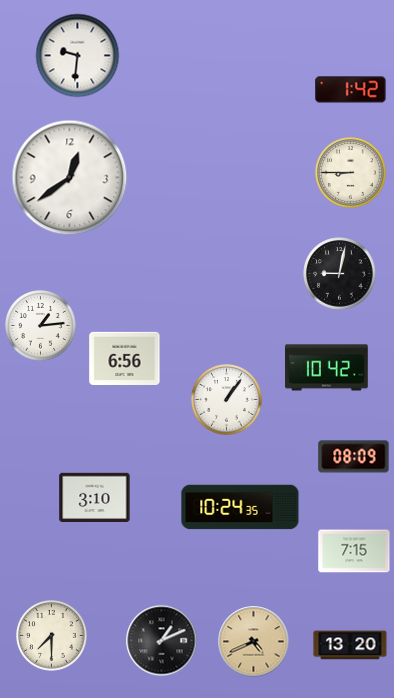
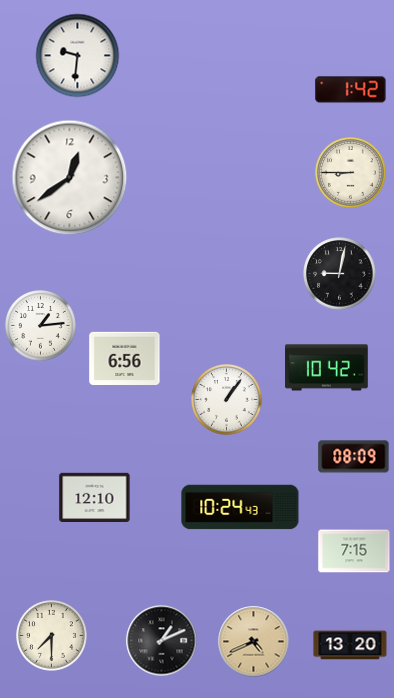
clock at (95, 497): 3:10 -> 12:10
clock at (240, 507): 10:24:35 -> 10:24:43
